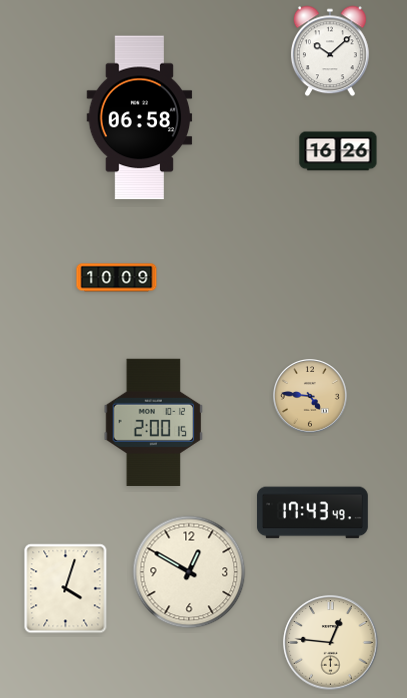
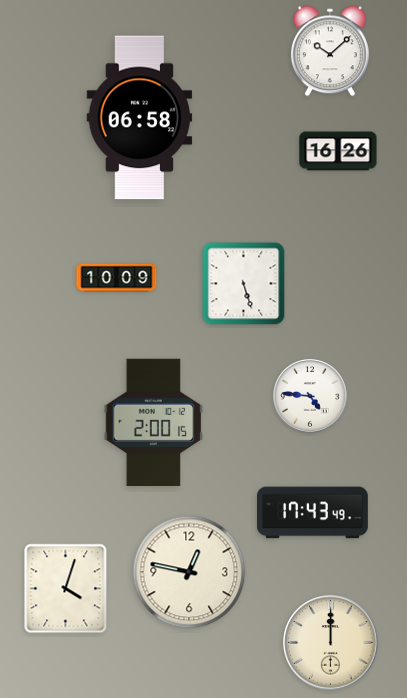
clock at (244, 284): none -> 5:27
clock at (311, 397) dial: champagne -> white
clock at (189, 572): 12:50 -> 12:47
clock at (331, 643): 12:46 -> 12:00
